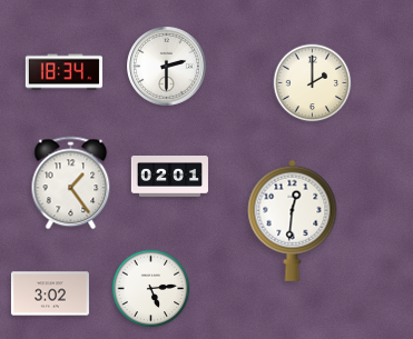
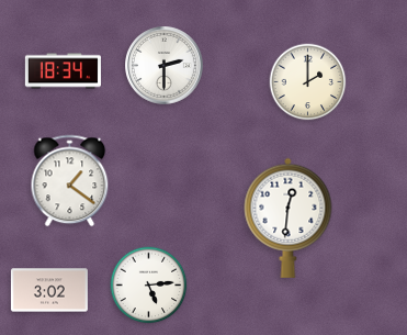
clock at (169, 177): 02:01 -> none
clock at (71, 183): 1:24 -> 1:21
